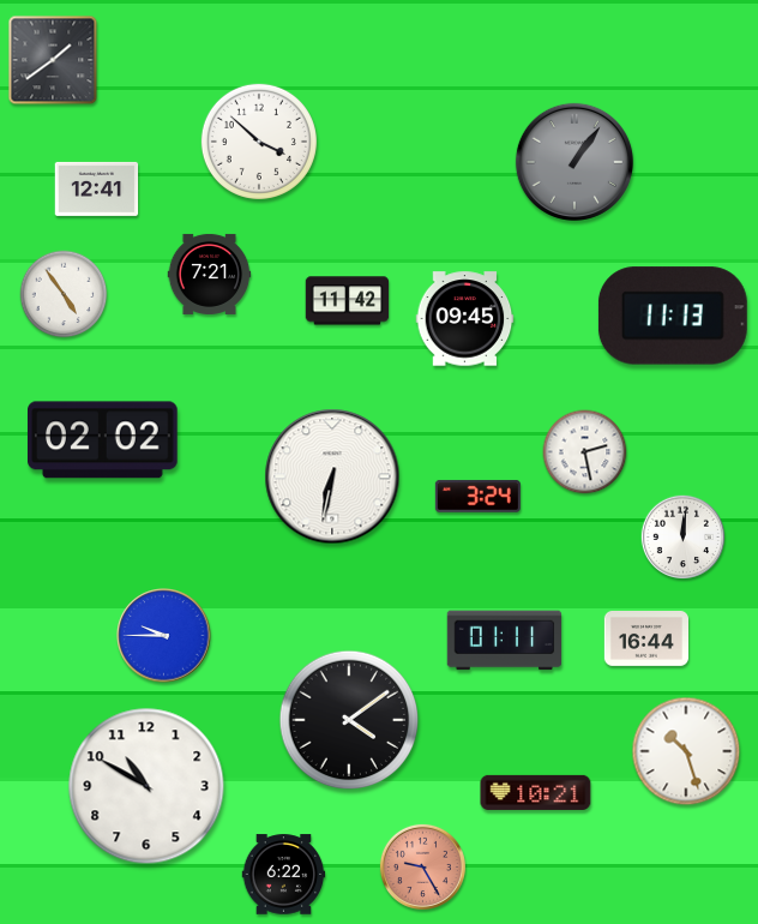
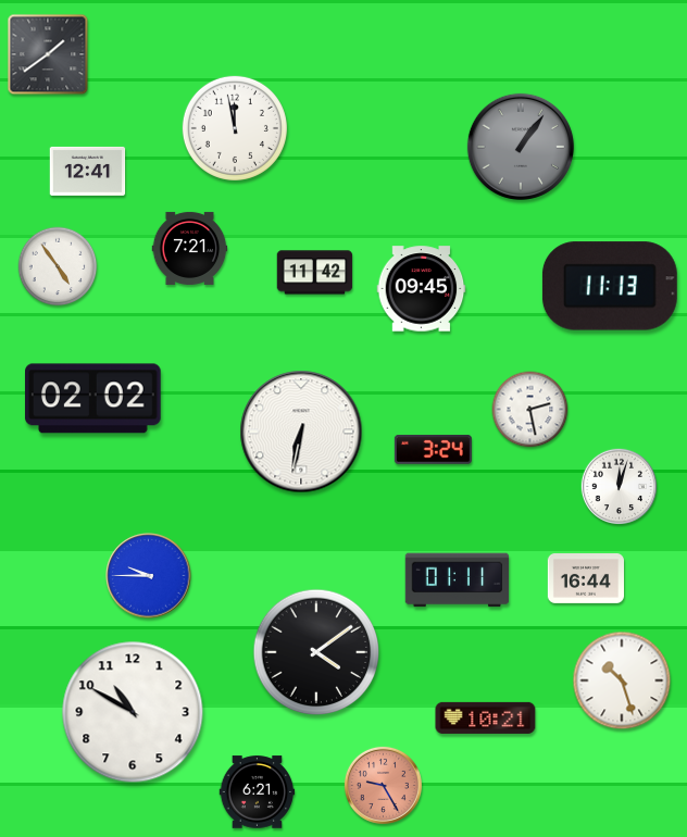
clock at (259, 142): 3:52 -> 11:58
clock at (682, 536): 12:01 -> 12:03
clock at (284, 875): 6:22 -> 6:21
